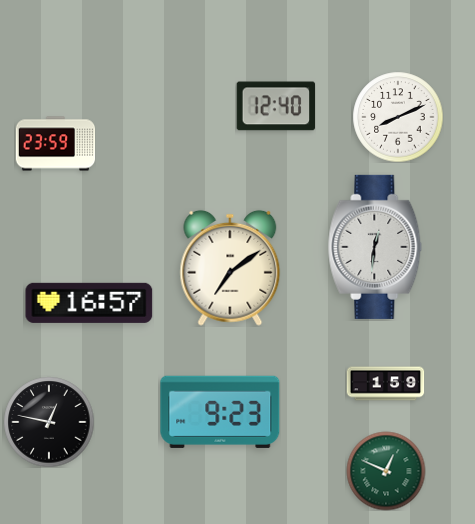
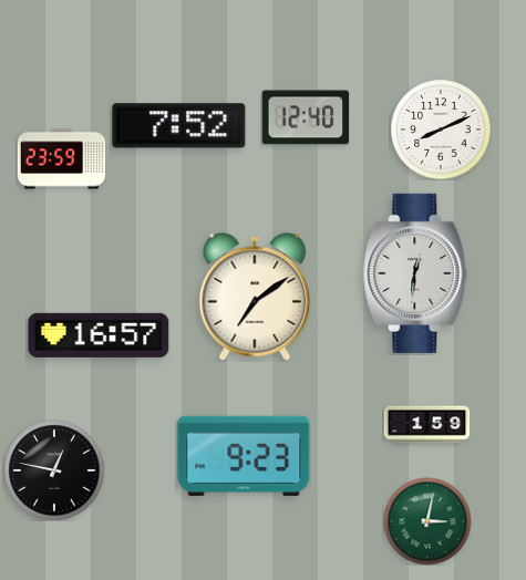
clock at (179, 126): none -> 7:52
clock at (49, 422) position: (49, 422) -> (54, 470)
clock at (386, 471): 12:49 -> 3:02
